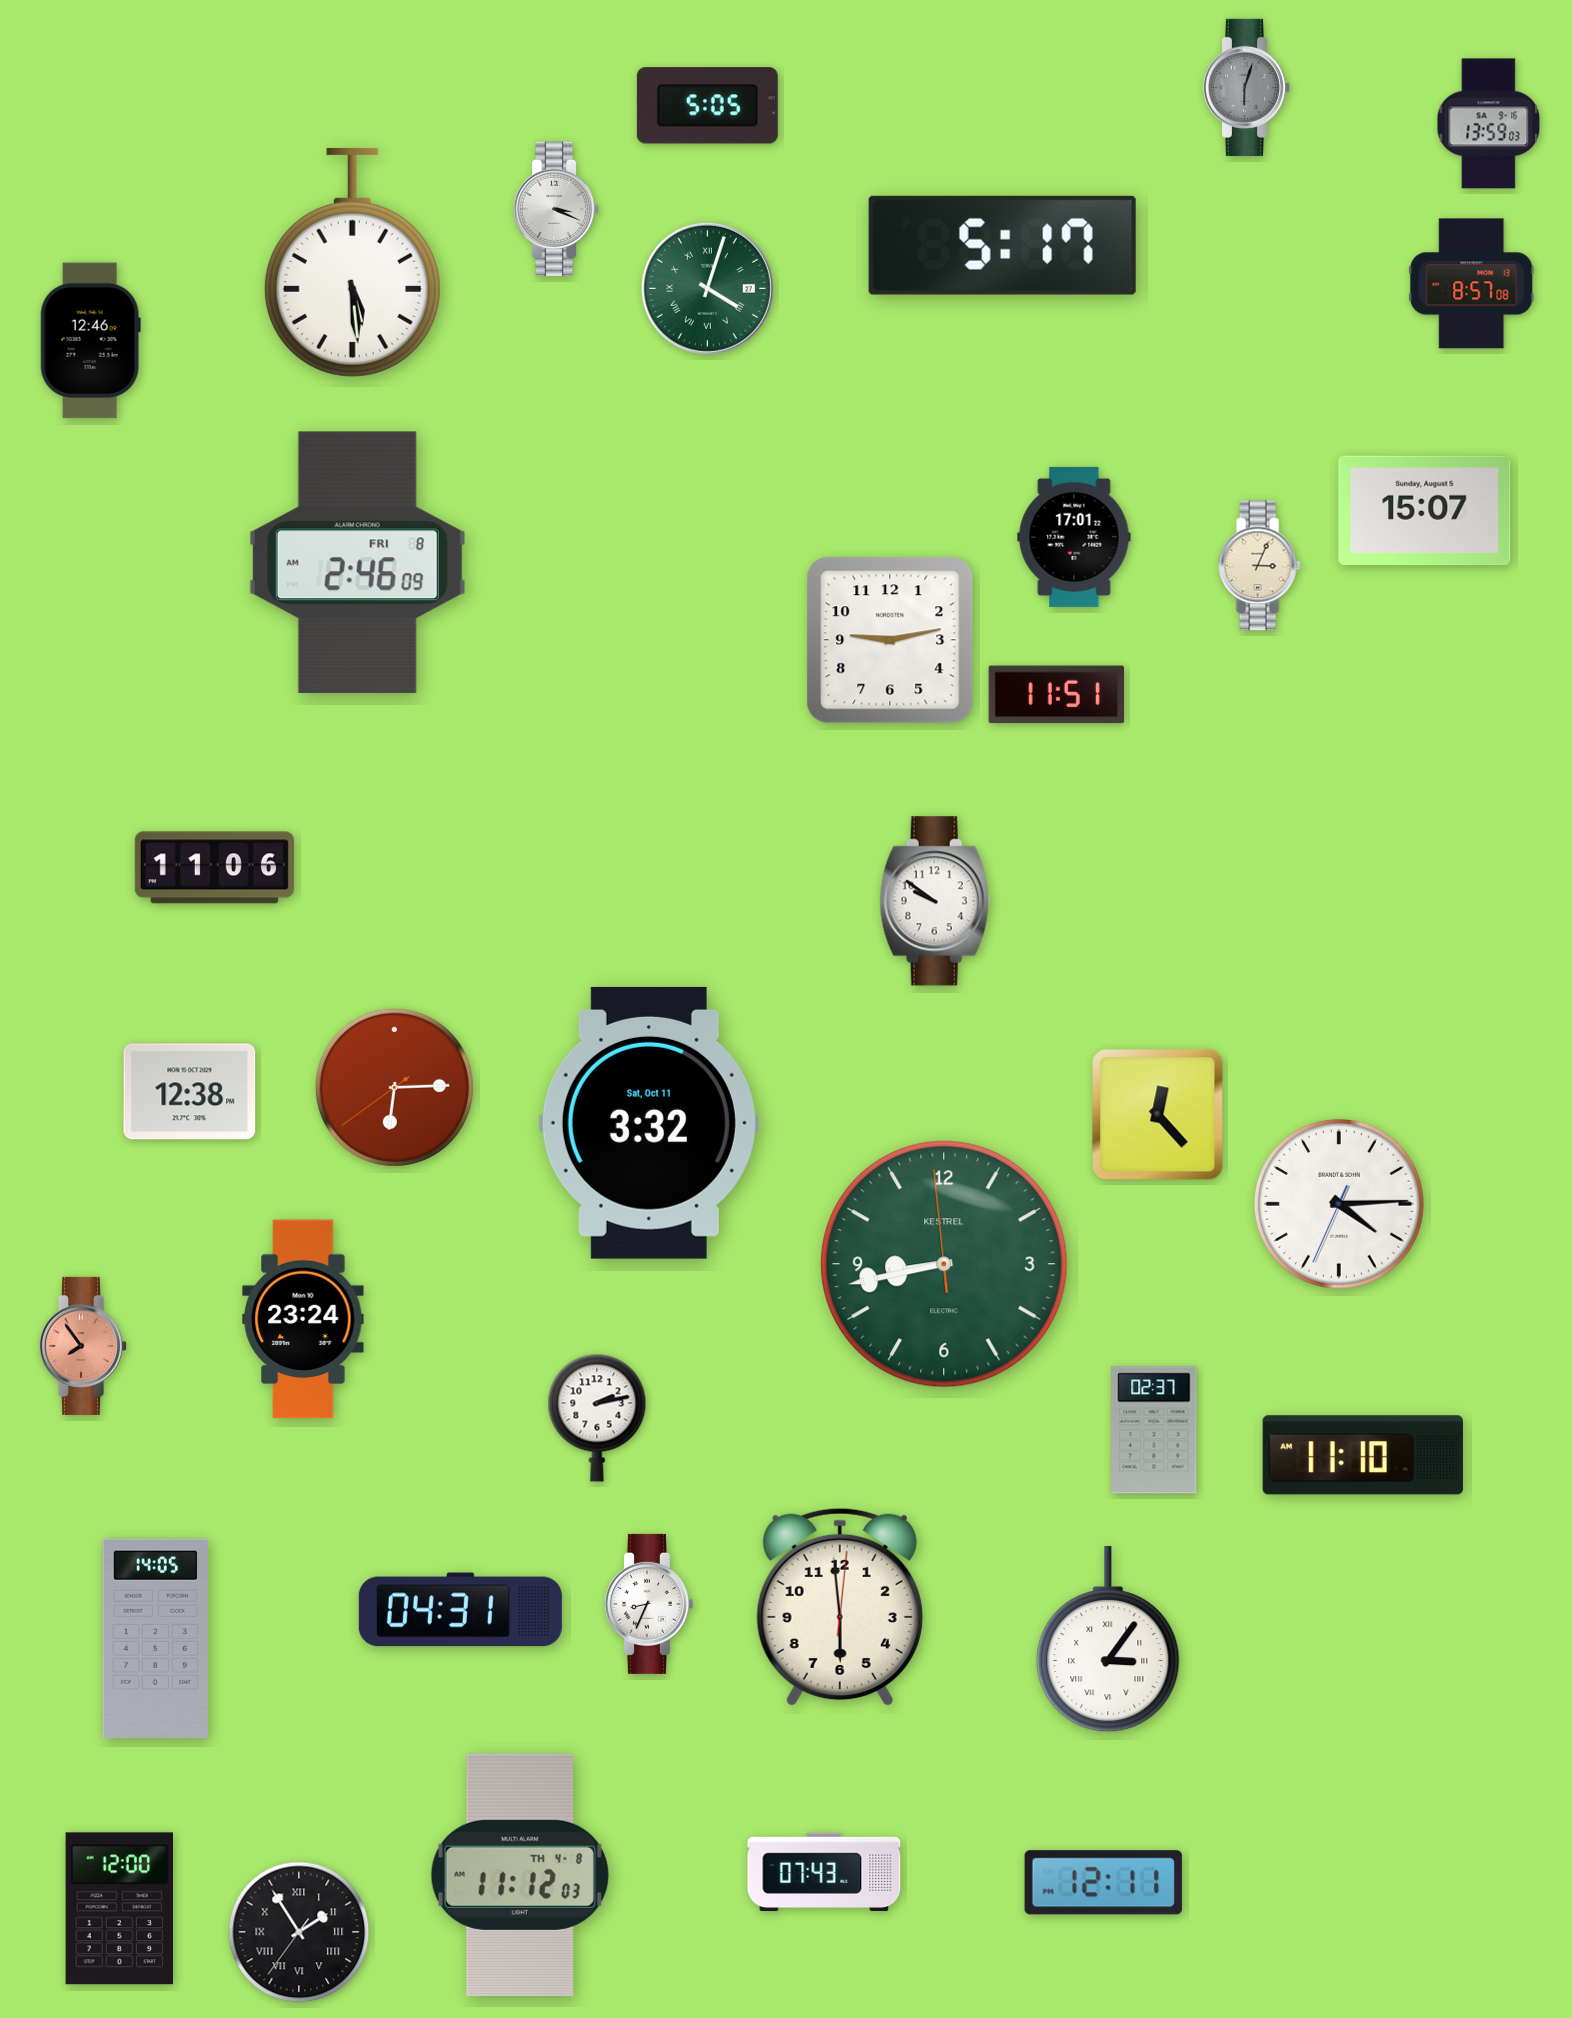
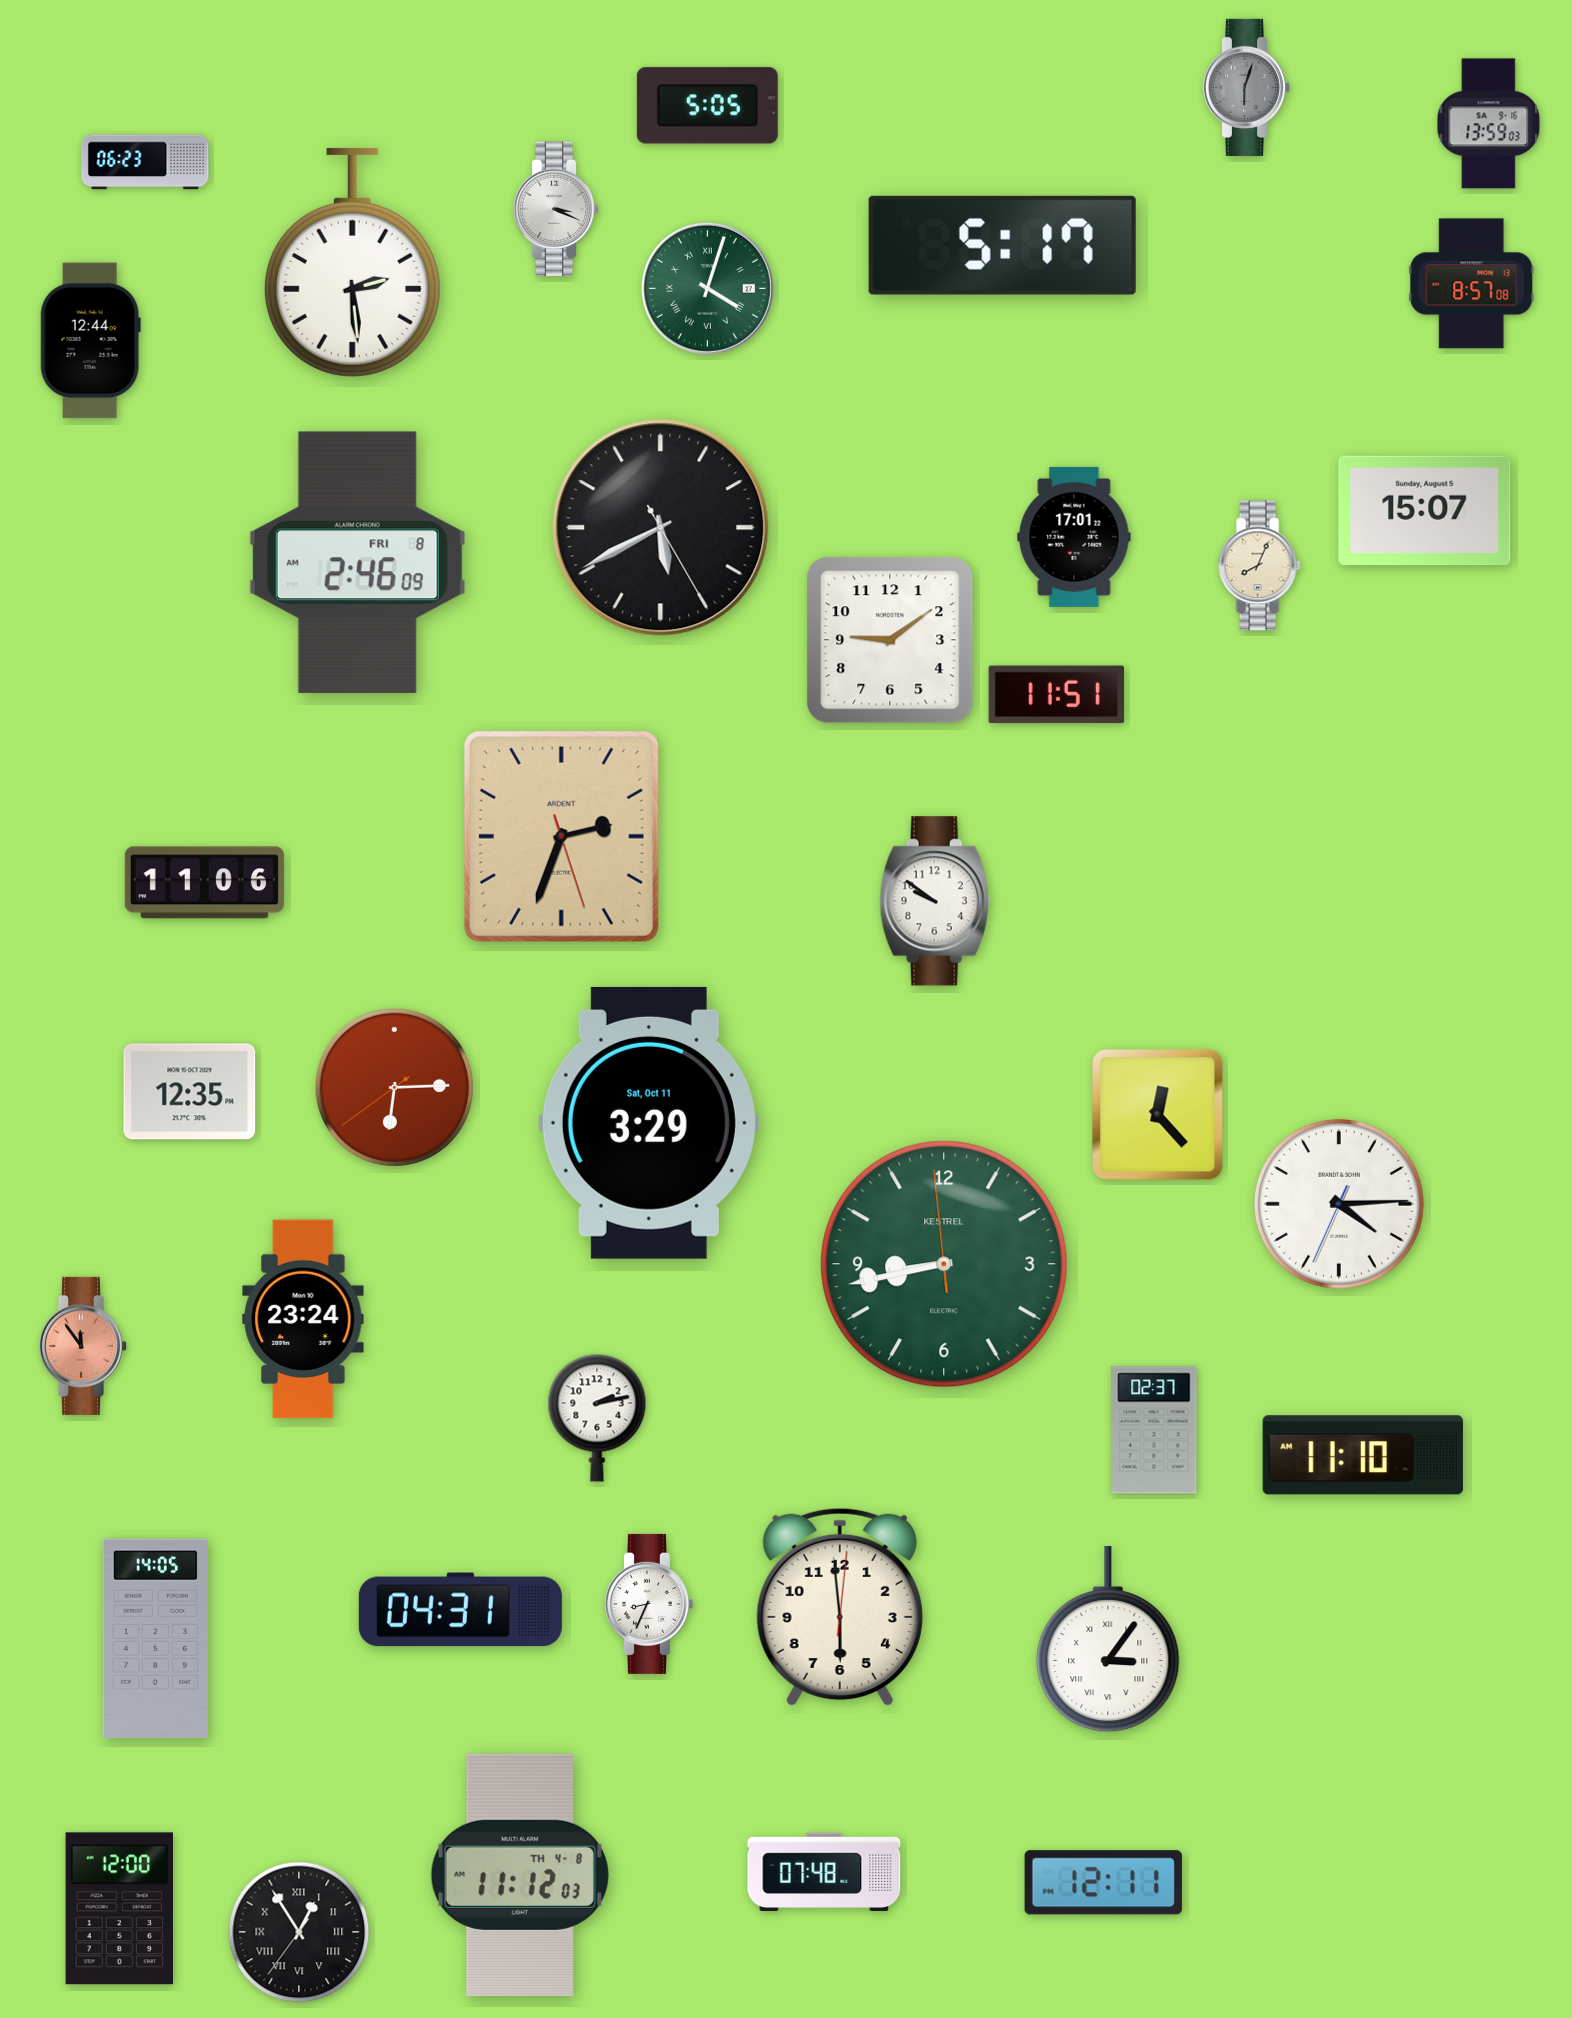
clock at (145, 162): none -> 06:23
clock at (352, 262): 5:29 -> 2:29
clock at (90, 341): 12:46 -> 12:44
clock at (661, 528): none -> 5:40
clock at (1259, 566): 3:04 -> 8:04
clock at (890, 640): 9:13 -> 9:09
clock at (561, 836): none -> 2:33
clock at (214, 868) position: (214, 868) -> (204, 883)
clock at (190, 1092): 12:38 -> 12:35
clock at (649, 1123): 3:32 -> 3:29
clock at (82, 1346): 7:54 -> 11:54
clock at (824, 1871): 07:43 -> 07:48
clock at (299, 1932): 1:54 -> 12:54
